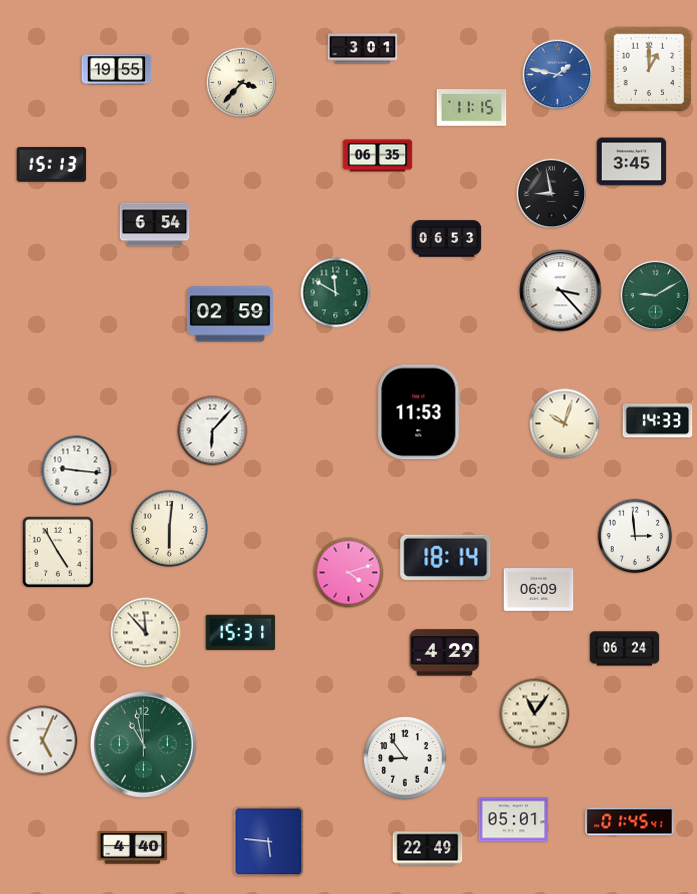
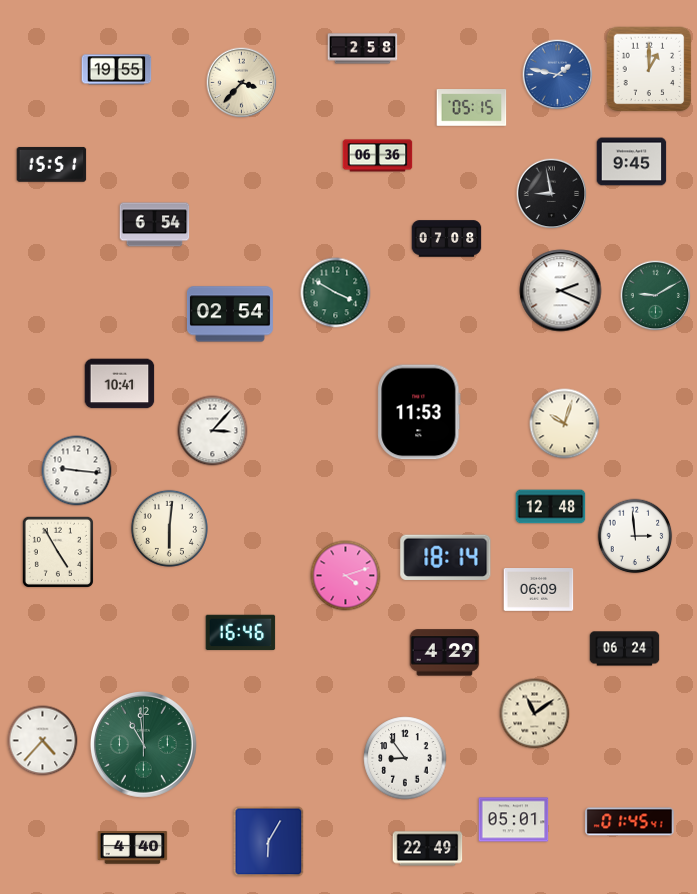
clock at (363, 49): 3:01 -> 2:58
clock at (472, 108): 11:15 -> 05:15
clock at (378, 156): 06:35 -> 06:36
clock at (632, 162): 3:45 -> 9:45
clock at (52, 165): 15:13 -> 15:51
clock at (447, 239): 06:53 -> 07:08
clock at (561, 291): 3:23 -> 2:19
clock at (336, 293): 11:50 -> 3:50
clock at (230, 314): 02:59 -> 02:54
clock at (120, 384): none -> 10:41
clock at (658, 421): 14:33 -> none
clock at (213, 431): 6:07 -> 3:07
clock at (551, 507): none -> 12:48
clock at (349, 573) position: (349, 573) -> (346, 576)
clock at (146, 633): 11:53 -> none
clock at (241, 633): 15:31 -> 16:46
clock at (535, 714): 11:06 -> 11:09
clock at (43, 741): 5:04 -> 4:37
clock at (143, 744): 10:58 -> 10:59
clock at (269, 842): 5:46 -> 6:05
